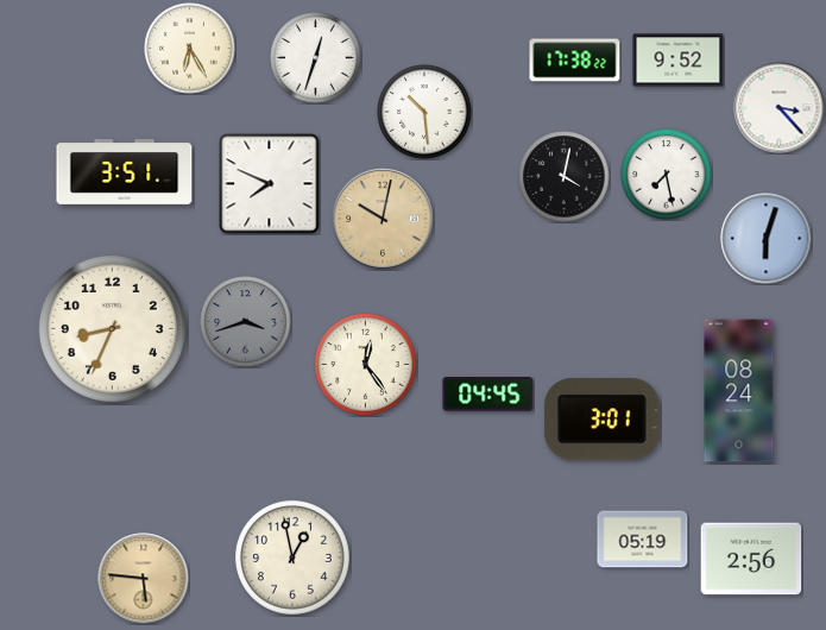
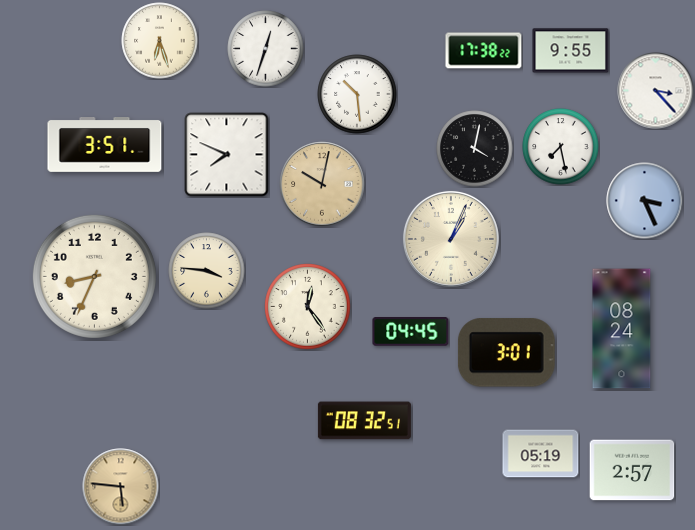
clock at (190, 49): 6:25 -> 6:27
clock at (679, 61): 9:52 -> 9:55
clock at (767, 239): 6:03 -> 3:26
clock at (451, 239): none -> 1:04
clock at (246, 322): 3:42 -> 3:46
clock at (246, 322) dial: grey -> cream
clock at (364, 421): none -> 08:32
clock at (294, 559): 12:58 -> none
clock at (751, 559): 2:56 -> 2:57
